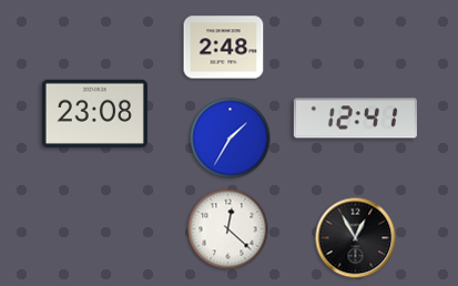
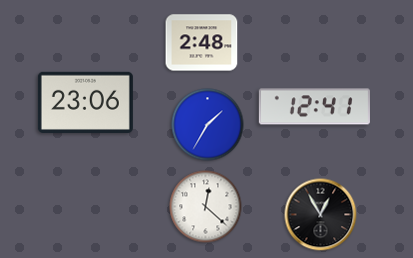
clock at (94, 113): 23:08 -> 23:06
clock at (355, 119) position: (355, 119) -> (314, 107)
